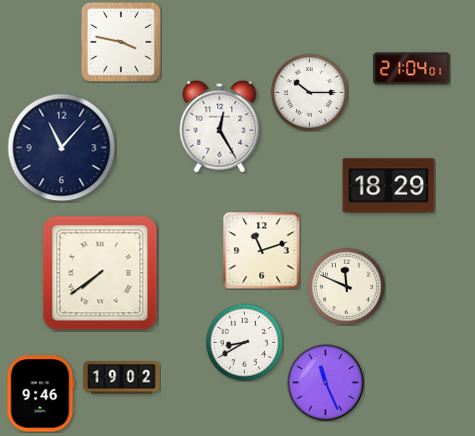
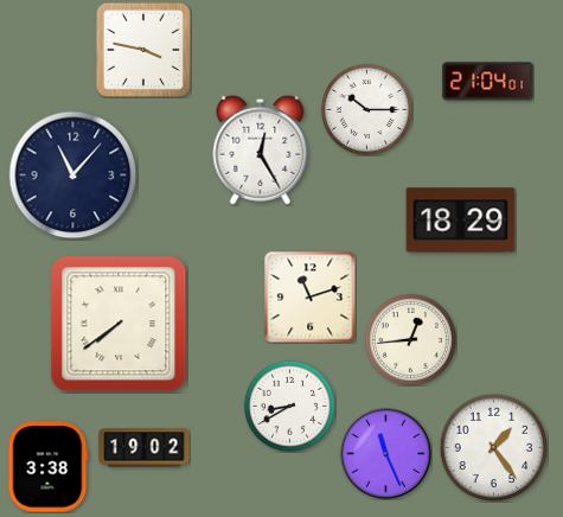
clock at (346, 286): 11:49 -> 12:44
clock at (493, 447): none -> 1:24
clock at (40, 394): 9:46 -> 3:38
